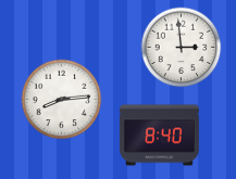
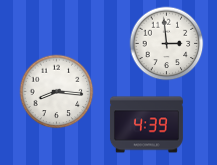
clock at (62, 100): 8:14 -> 8:16
clock at (159, 136): 8:40 -> 4:39
